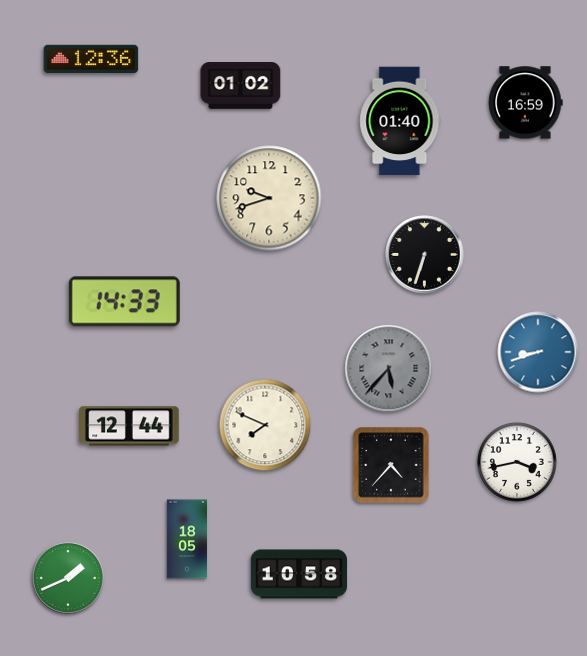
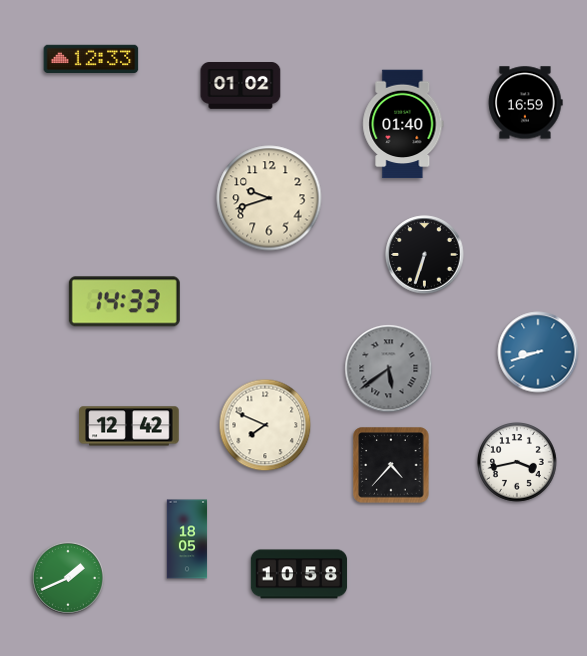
clock at (91, 58): 12:36 -> 12:33
clock at (400, 121) position: (400, 121) -> (403, 124)
clock at (389, 369): 5:37 -> 5:39
clock at (129, 426): 12:44 -> 12:42
